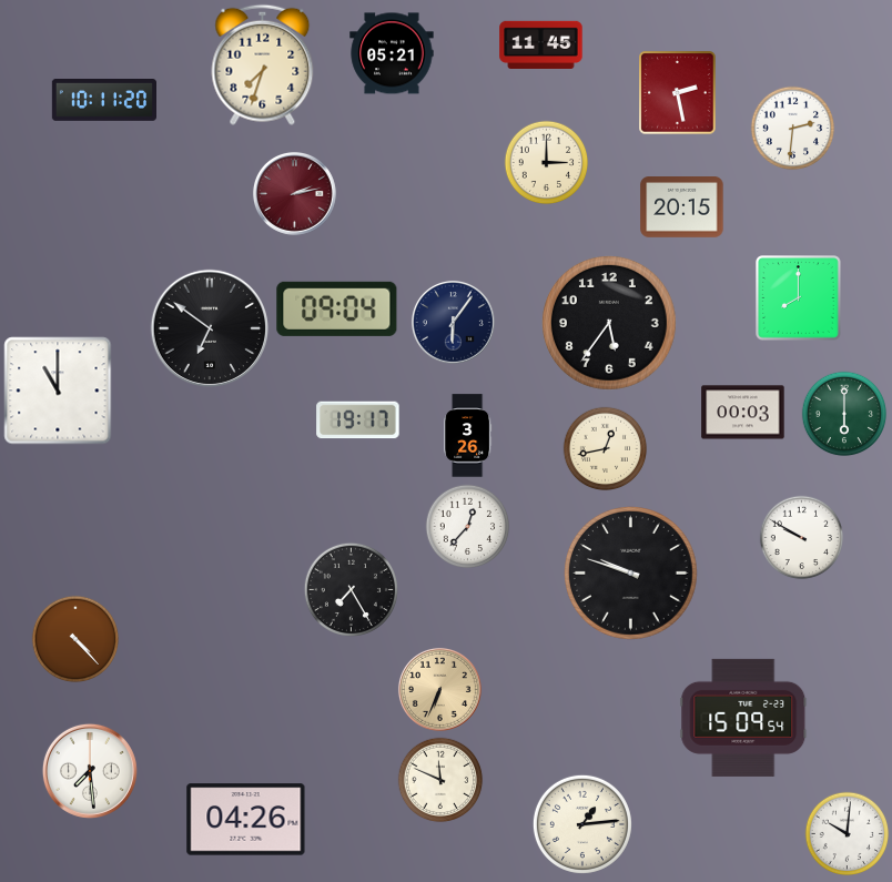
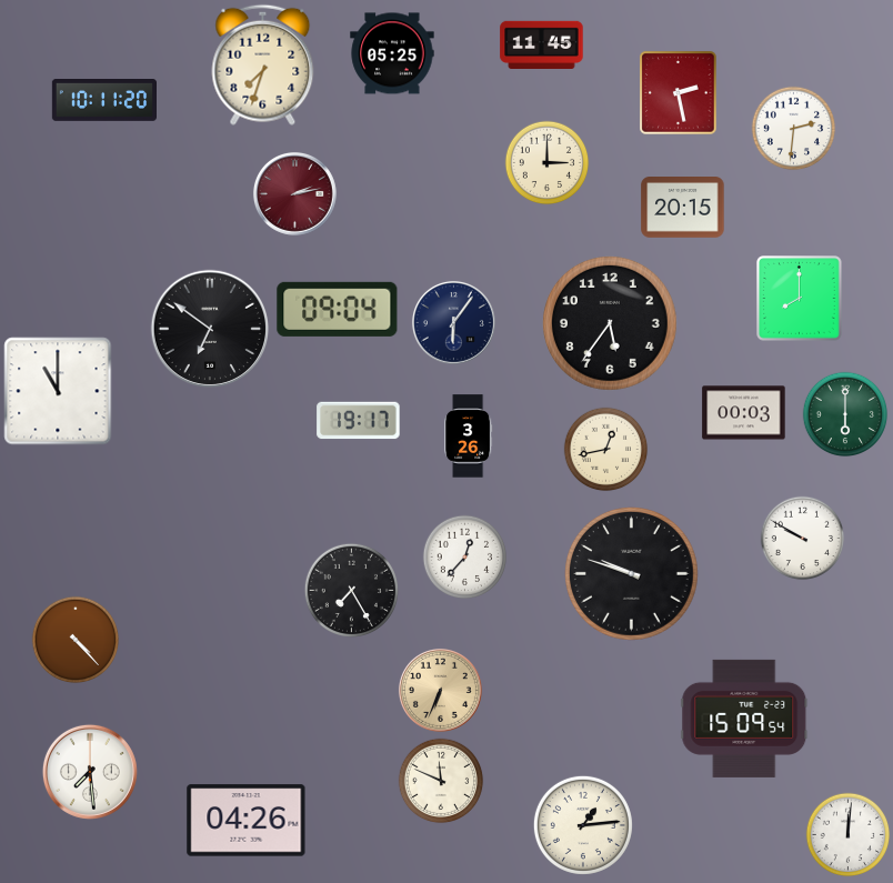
clock at (392, 53): 05:21 -> 05:25
clock at (468, 527) position: (468, 527) -> (465, 558)
clock at (848, 834): 10:01 -> 12:01
